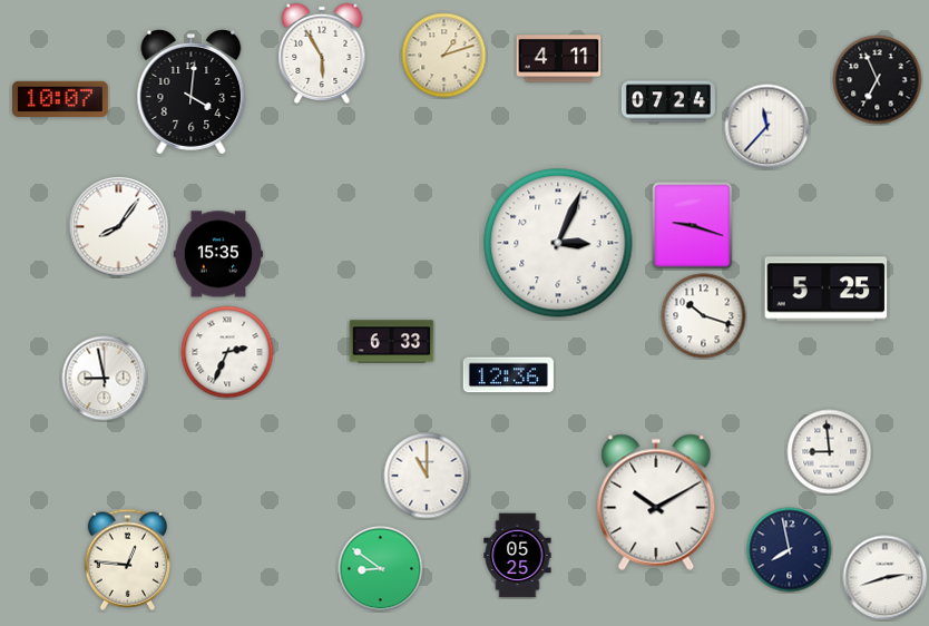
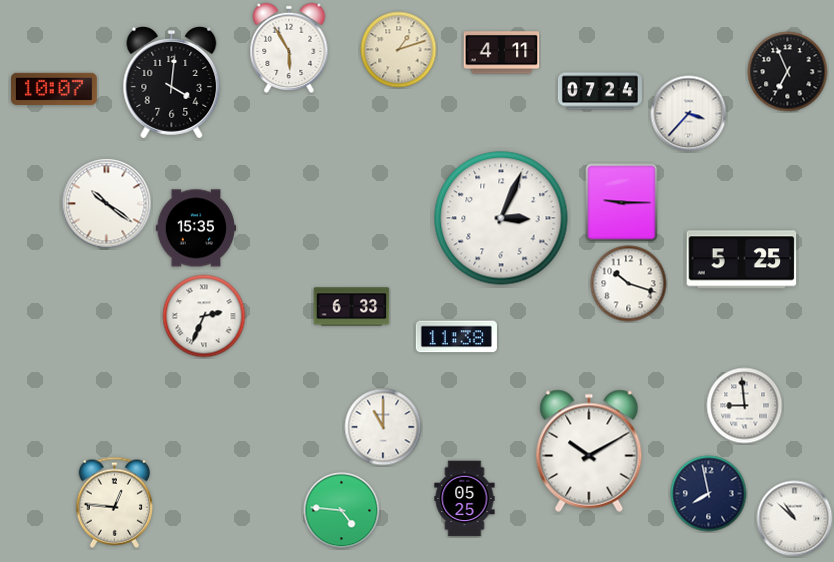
clock at (767, 127): 11:37 -> 3:37
clock at (693, 226): 9:18 -> 9:15
clock at (119, 227): 8:06 -> 10:21
clock at (704, 316) position: (704, 316) -> (629, 284)
clock at (508, 375): 12:36 -> 11:38
clock at (105, 379): 8:58 -> none
clock at (381, 569): 8:51 -> 4:46
clock at (886, 578): 2:42 -> 10:52
